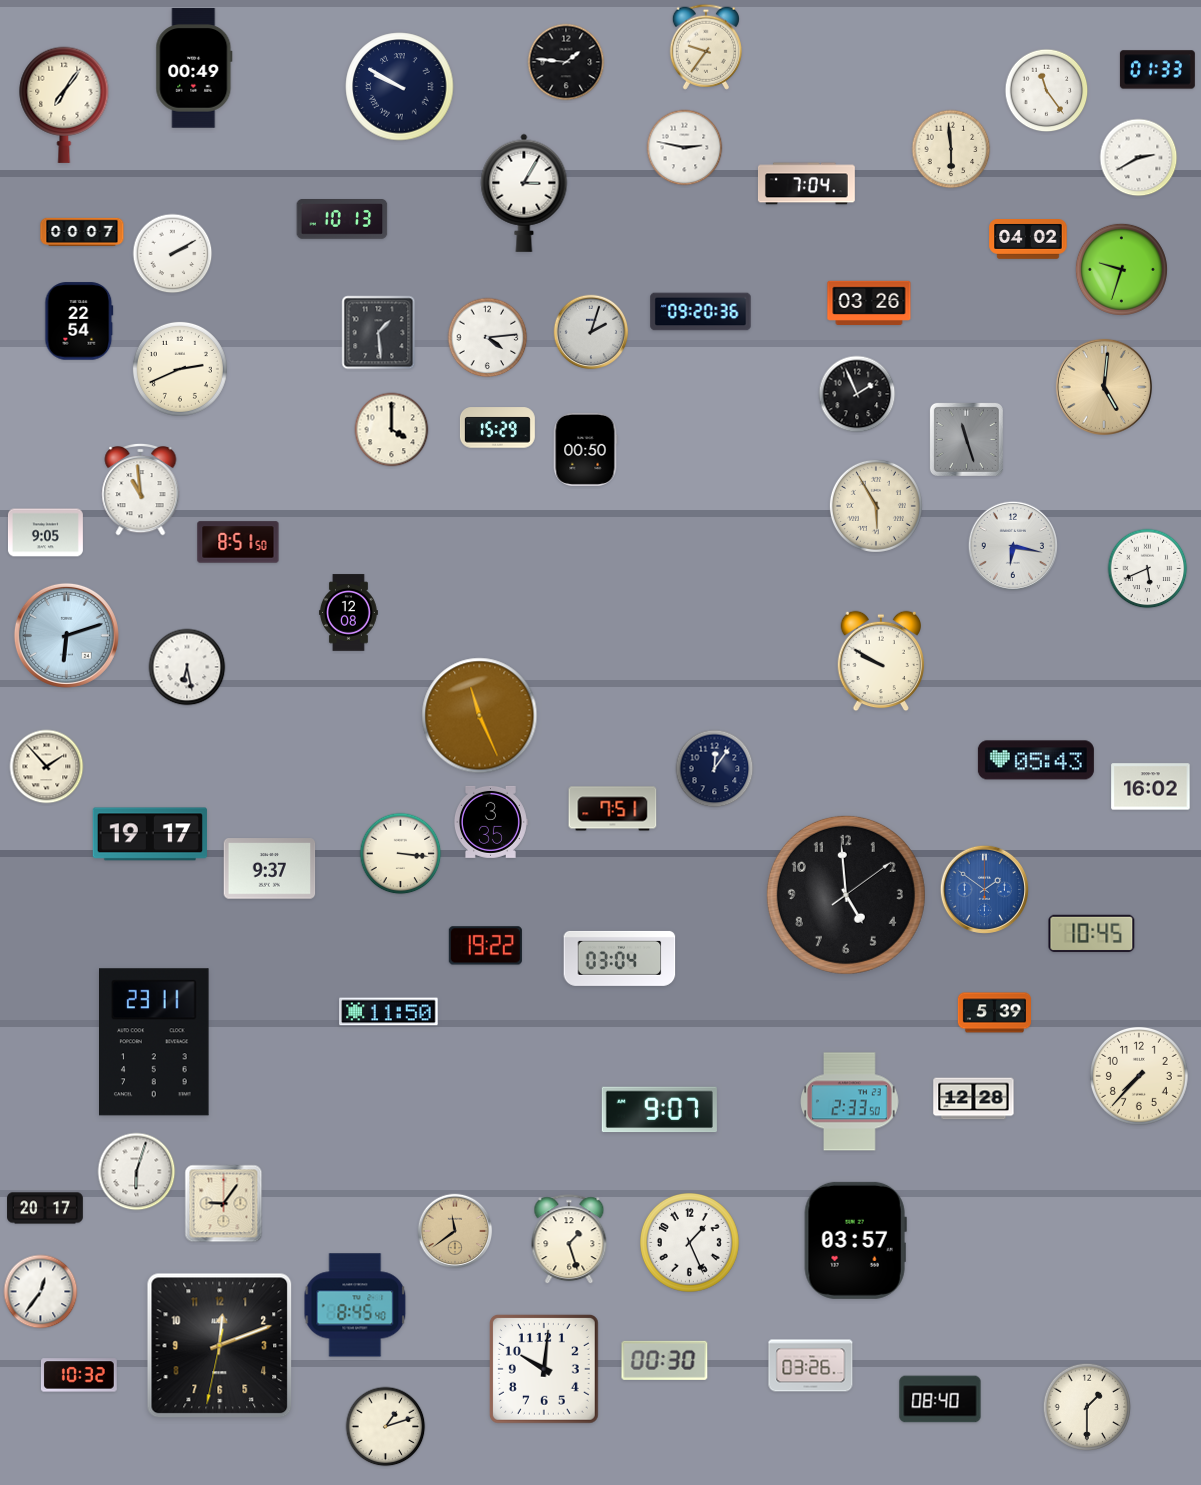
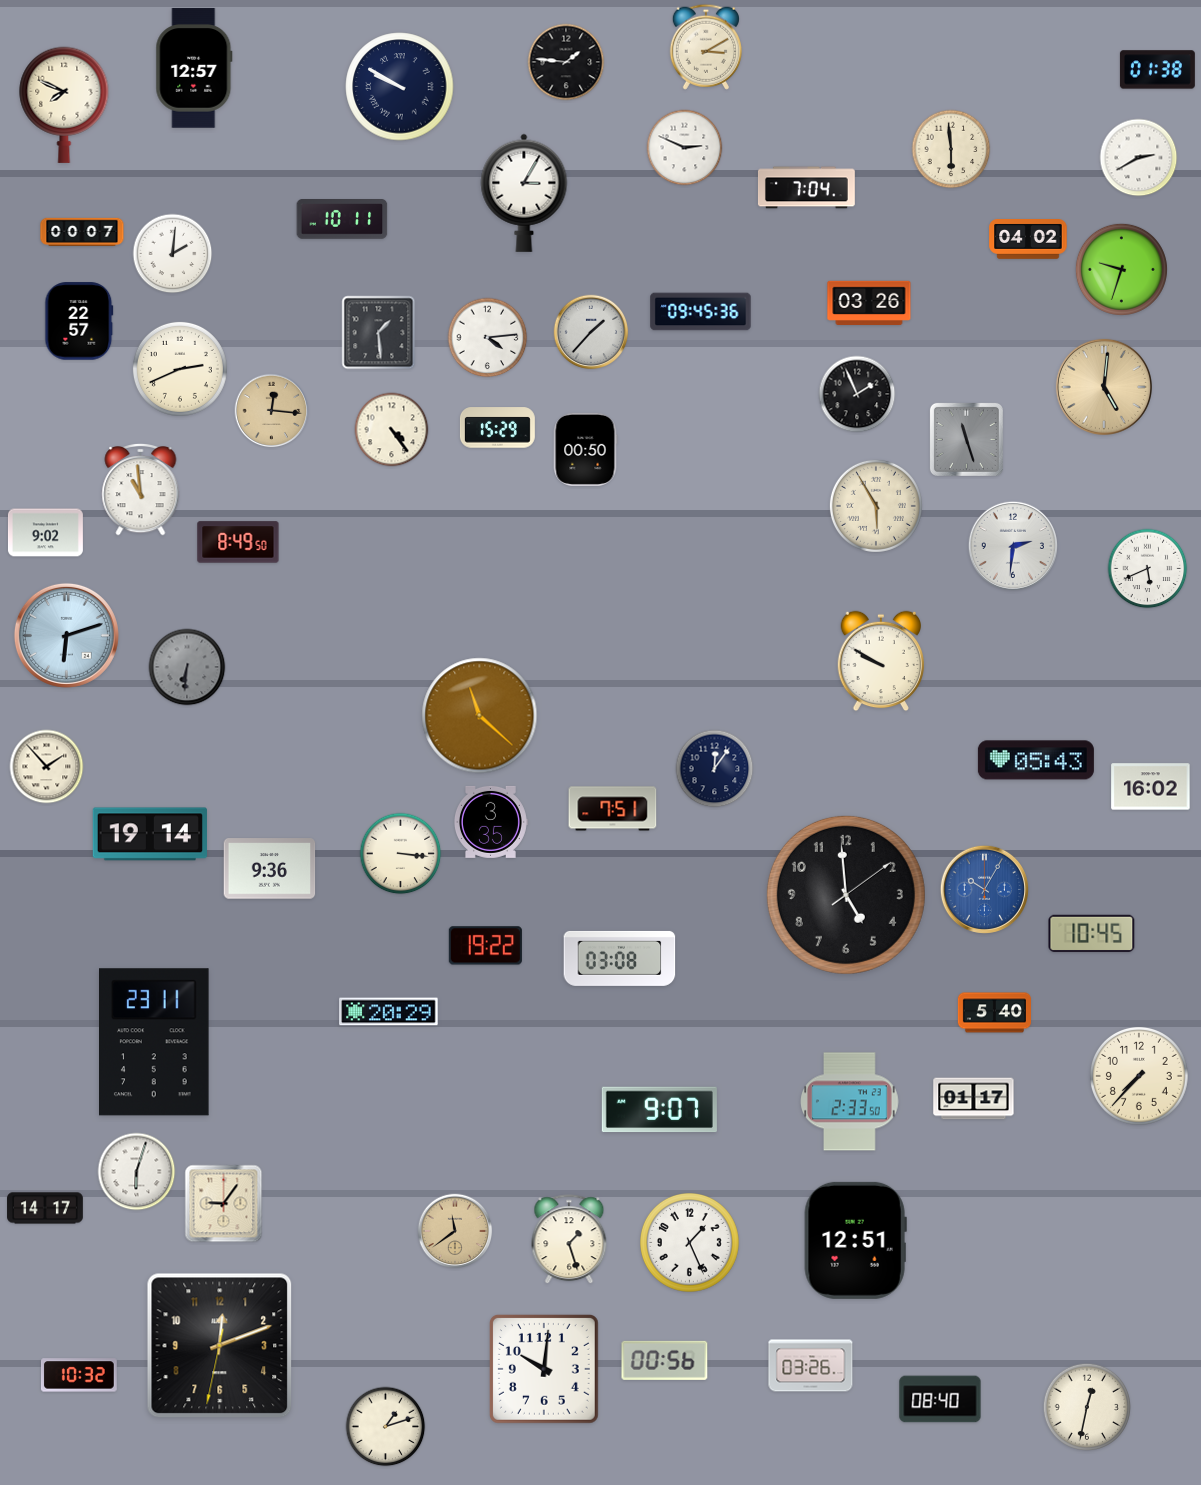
clock at (706, 47): 9:36 -> 3:10
clock at (194, 68): 00:49 -> 12:57
clock at (1157, 70): 01:33 -> 01:38
clock at (1047, 91): 11:24 -> none
clock at (64, 105): 7:06 -> 7:49
clock at (685, 148): 2:47 -> 2:49
clock at (807, 184) position: (807, 184) -> (807, 188)
clock at (342, 220): 10:13 -> 10:11
clock at (173, 254): 2:10 -> 2:01
clock at (701, 312): 09:20 -> 09:45
clock at (79, 321): 22:54 -> 22:57
clock at (591, 332): 2:03 -> 1:37
clock at (272, 411): none -> 12:16
clock at (392, 430): 4:00 -> 4:24
clock at (45, 533): 9:05 -> 9:02
clock at (238, 542): 8:51 -> 8:49
clock at (1013, 546): 6:17 -> 2:31
clock at (349, 613): 12:08 -> none
clock at (187, 667): 6:28 -> 6:31
clock at (187, 667) dial: white -> grey
clock at (480, 716): 11:26 -> 11:22
clock at (150, 834): 19:17 -> 19:14
clock at (270, 869): 9:37 -> 9:36
clock at (984, 889): 1:51 -> 10:05
clock at (620, 958): 03:04 -> 03:08
clock at (389, 1012): 11:50 -> 20:29
clock at (994, 1013): 5:39 -> 5:40
clock at (974, 1099): 12:28 -> 01:17
clock at (45, 1208): 20:17 -> 14:17
clock at (855, 1240): 03:57 -> 12:51
clock at (41, 1292): 12:36 -> none
clock at (355, 1305): 8:45 -> none
clock at (665, 1360): 00:30 -> 00:56
clock at (1086, 1406): 1:30 -> 12:32
